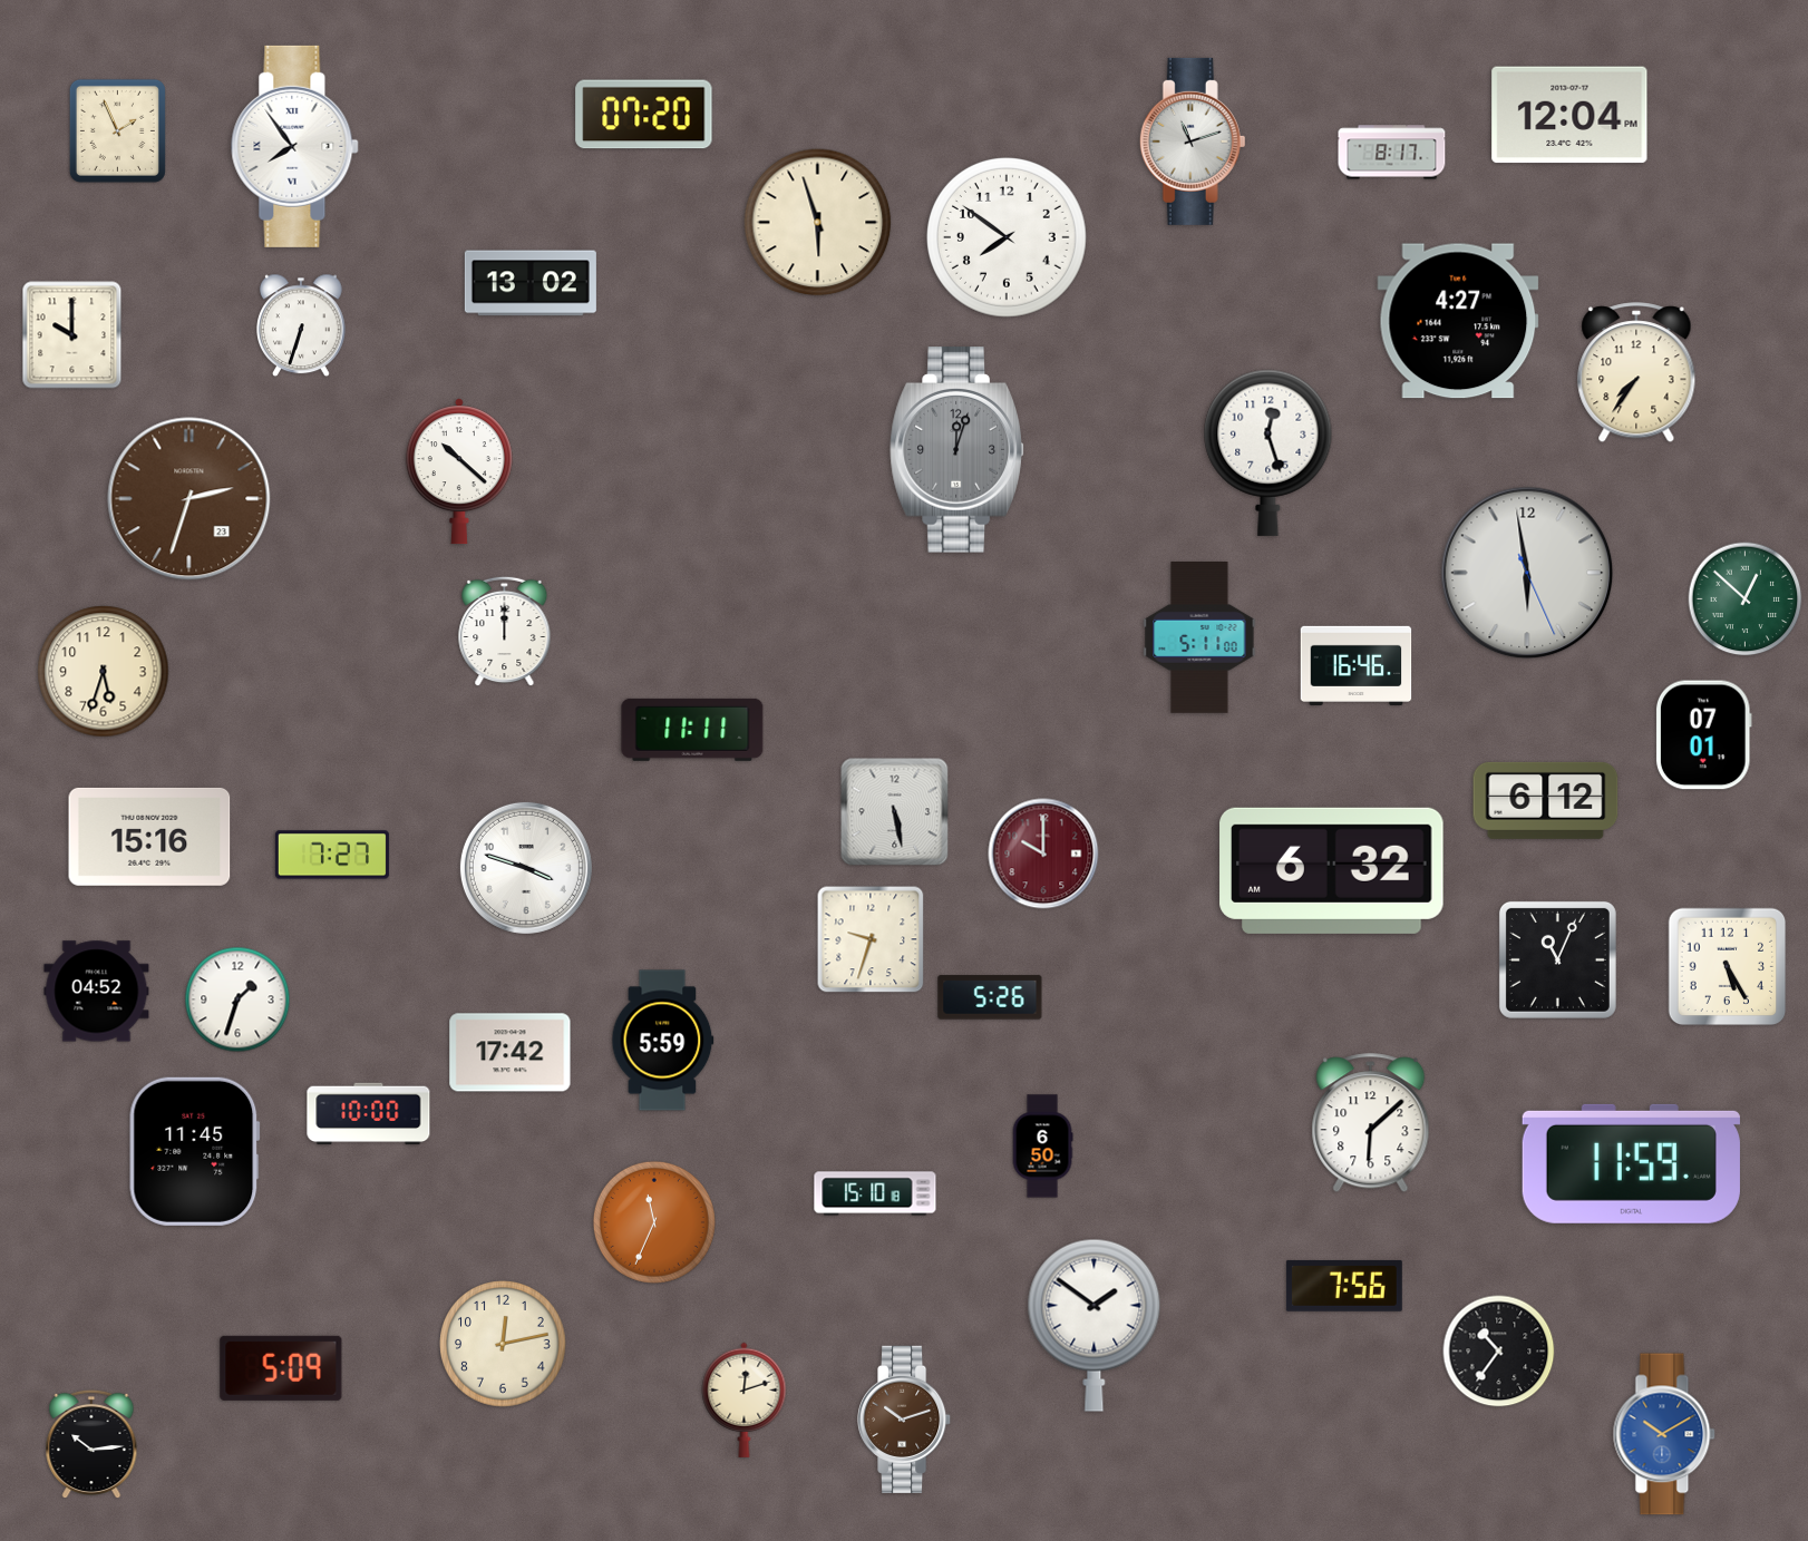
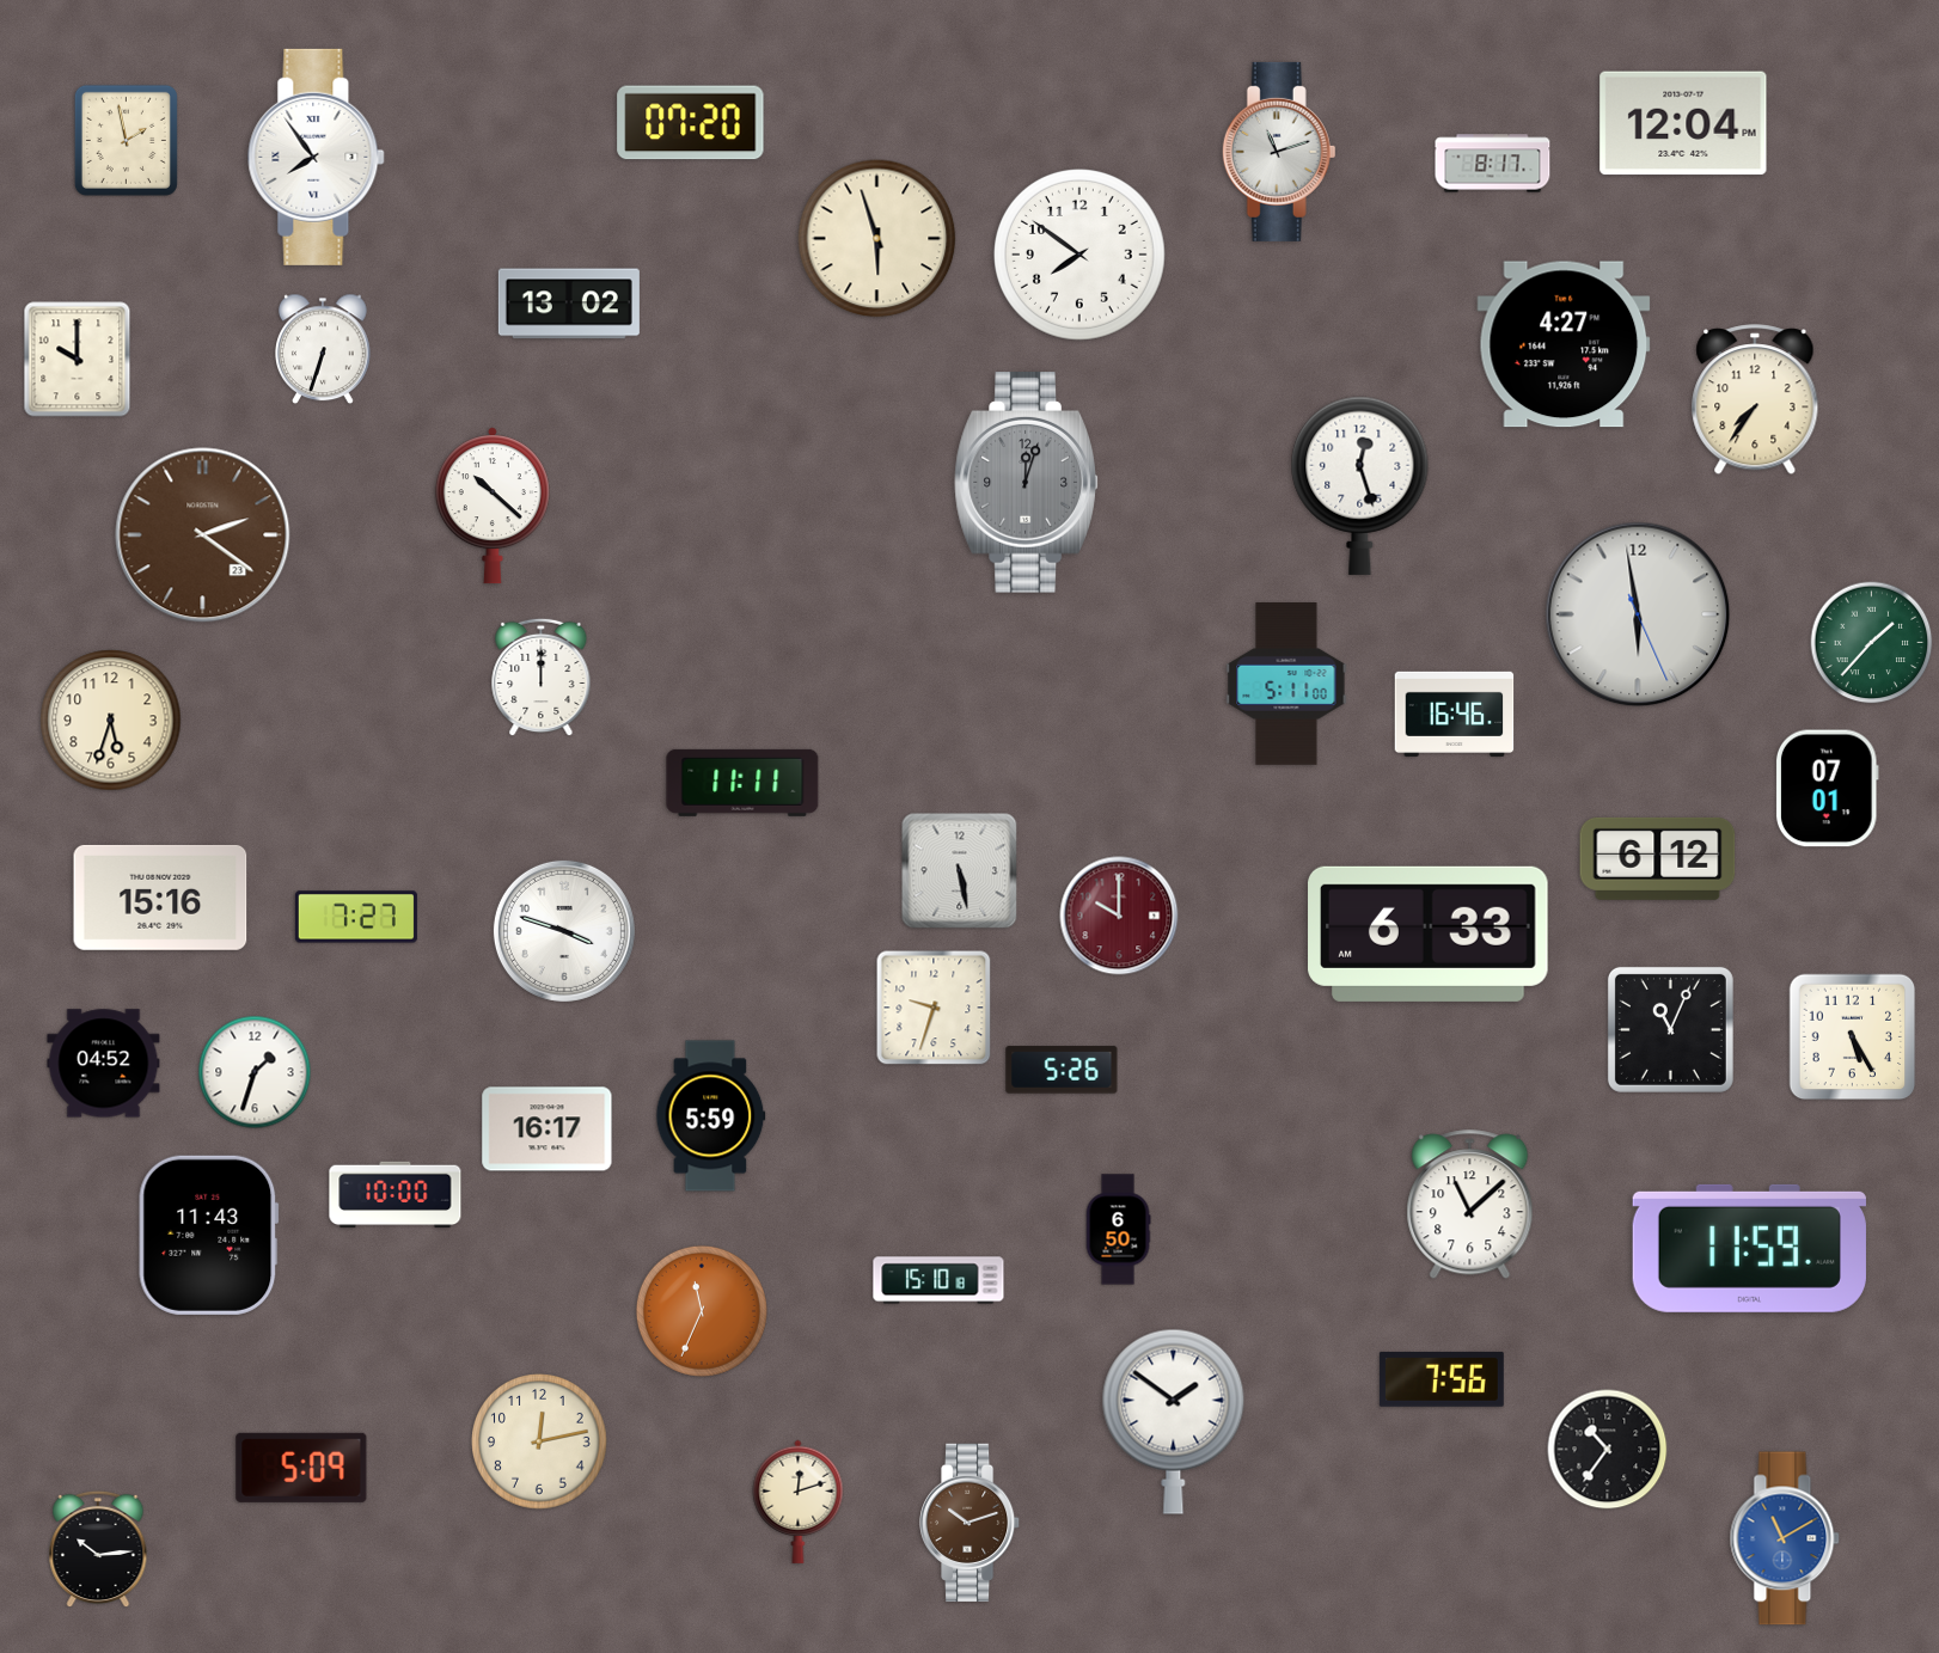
clock at (117, 130): 1:56 -> 1:58
clock at (189, 499): 2:33 -> 2:21
clock at (1746, 599): 12:52 -> 1:37
clock at (1332, 870): 6:32 -> 6:33
clock at (511, 1053): 17:42 -> 16:17
clock at (1371, 1123): 6:08 -> 11:08
clock at (195, 1151): 11:45 -> 11:43
clock at (1664, 1434): 10:10 -> 11:10
